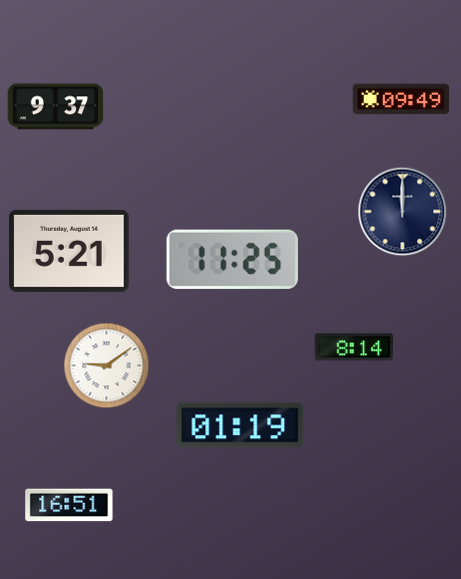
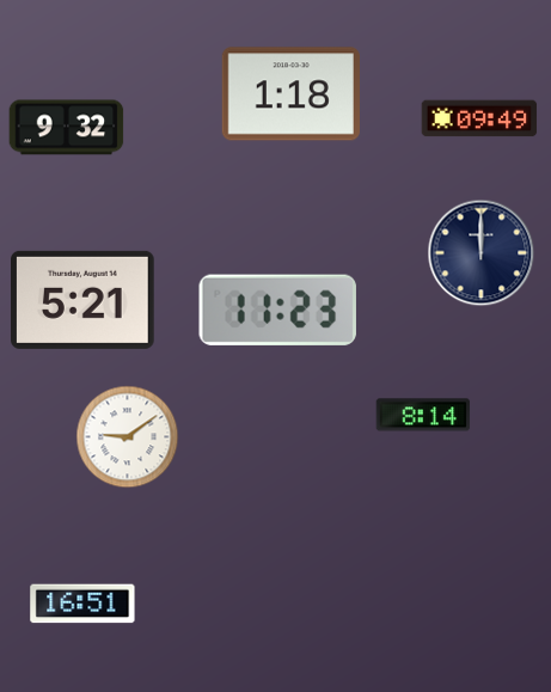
clock at (290, 94): none -> 1:18
clock at (56, 107): 9:37 -> 9:32
clock at (232, 259): 11:25 -> 11:23
clock at (240, 425): 01:19 -> none
